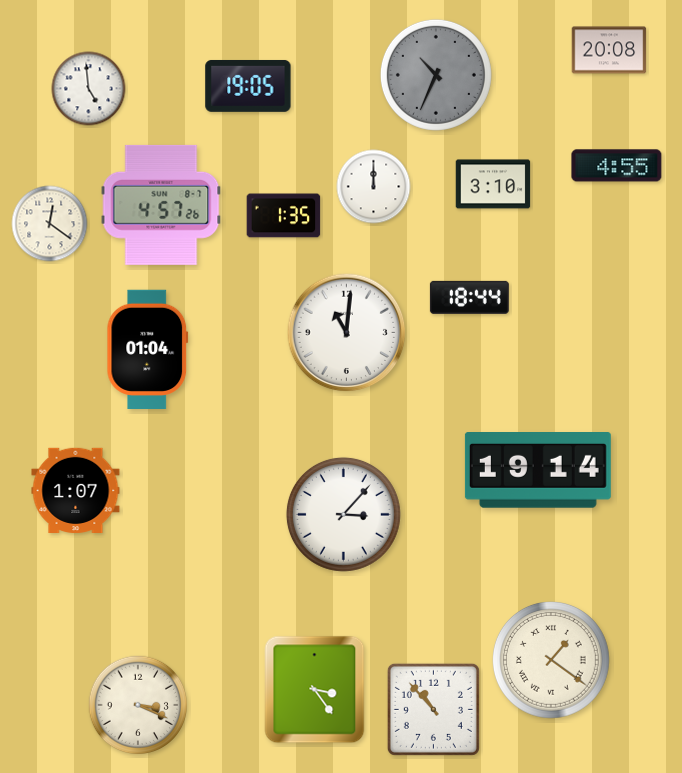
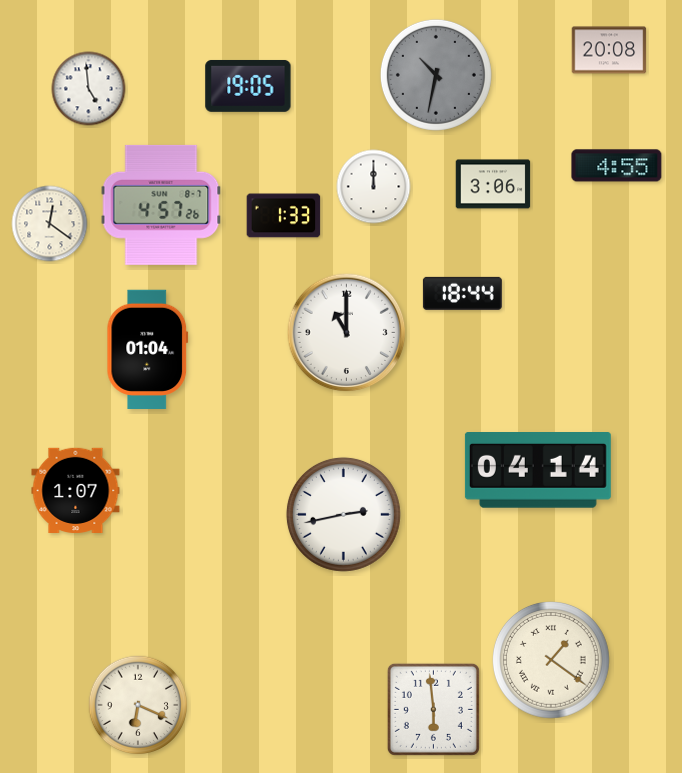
clock at (436, 75): 10:34 -> 10:32
clock at (493, 184): 3:10 -> 3:06
clock at (284, 216): 1:35 -> 1:33
clock at (469, 297) position: (469, 297) -> (462, 293)
clock at (347, 333): 11:01 -> 11:00
clock at (538, 471): 19:14 -> 04:14
clock at (343, 514): 3:07 -> 2:43
clock at (315, 690): 3:24 -> none
clock at (138, 705): 3:19 -> 6:19
clock at (433, 709): 10:53 -> 5:59
